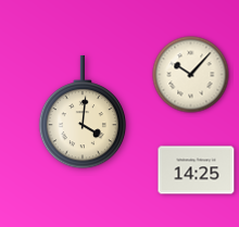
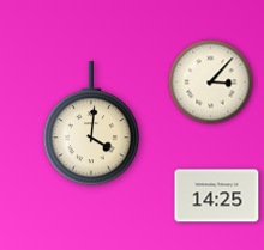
clock at (191, 75): 10:07 -> 3:07
clock at (197, 171) position: (197, 171) -> (217, 196)
